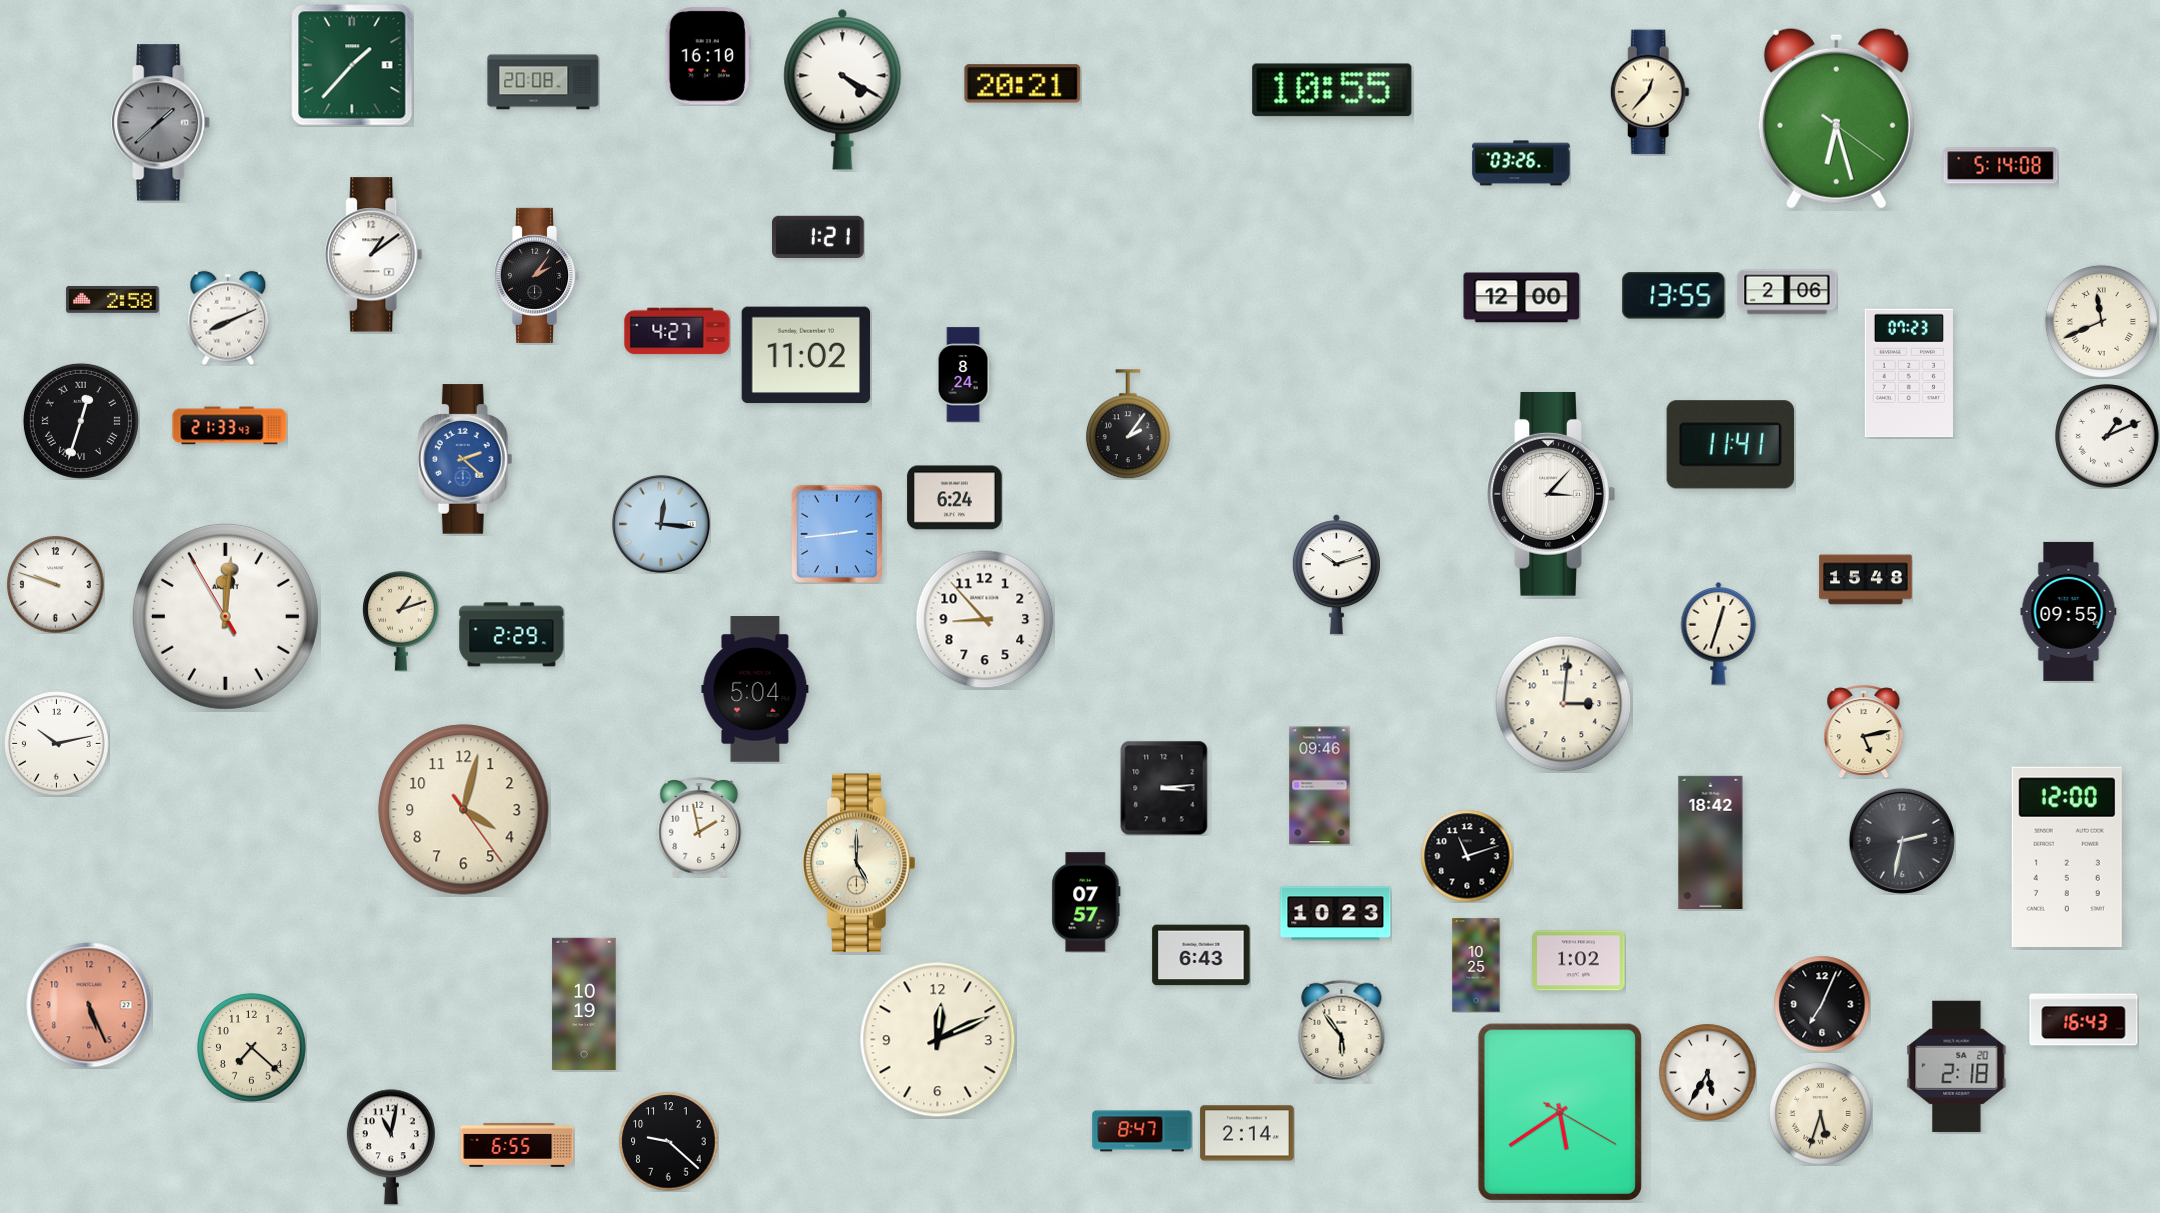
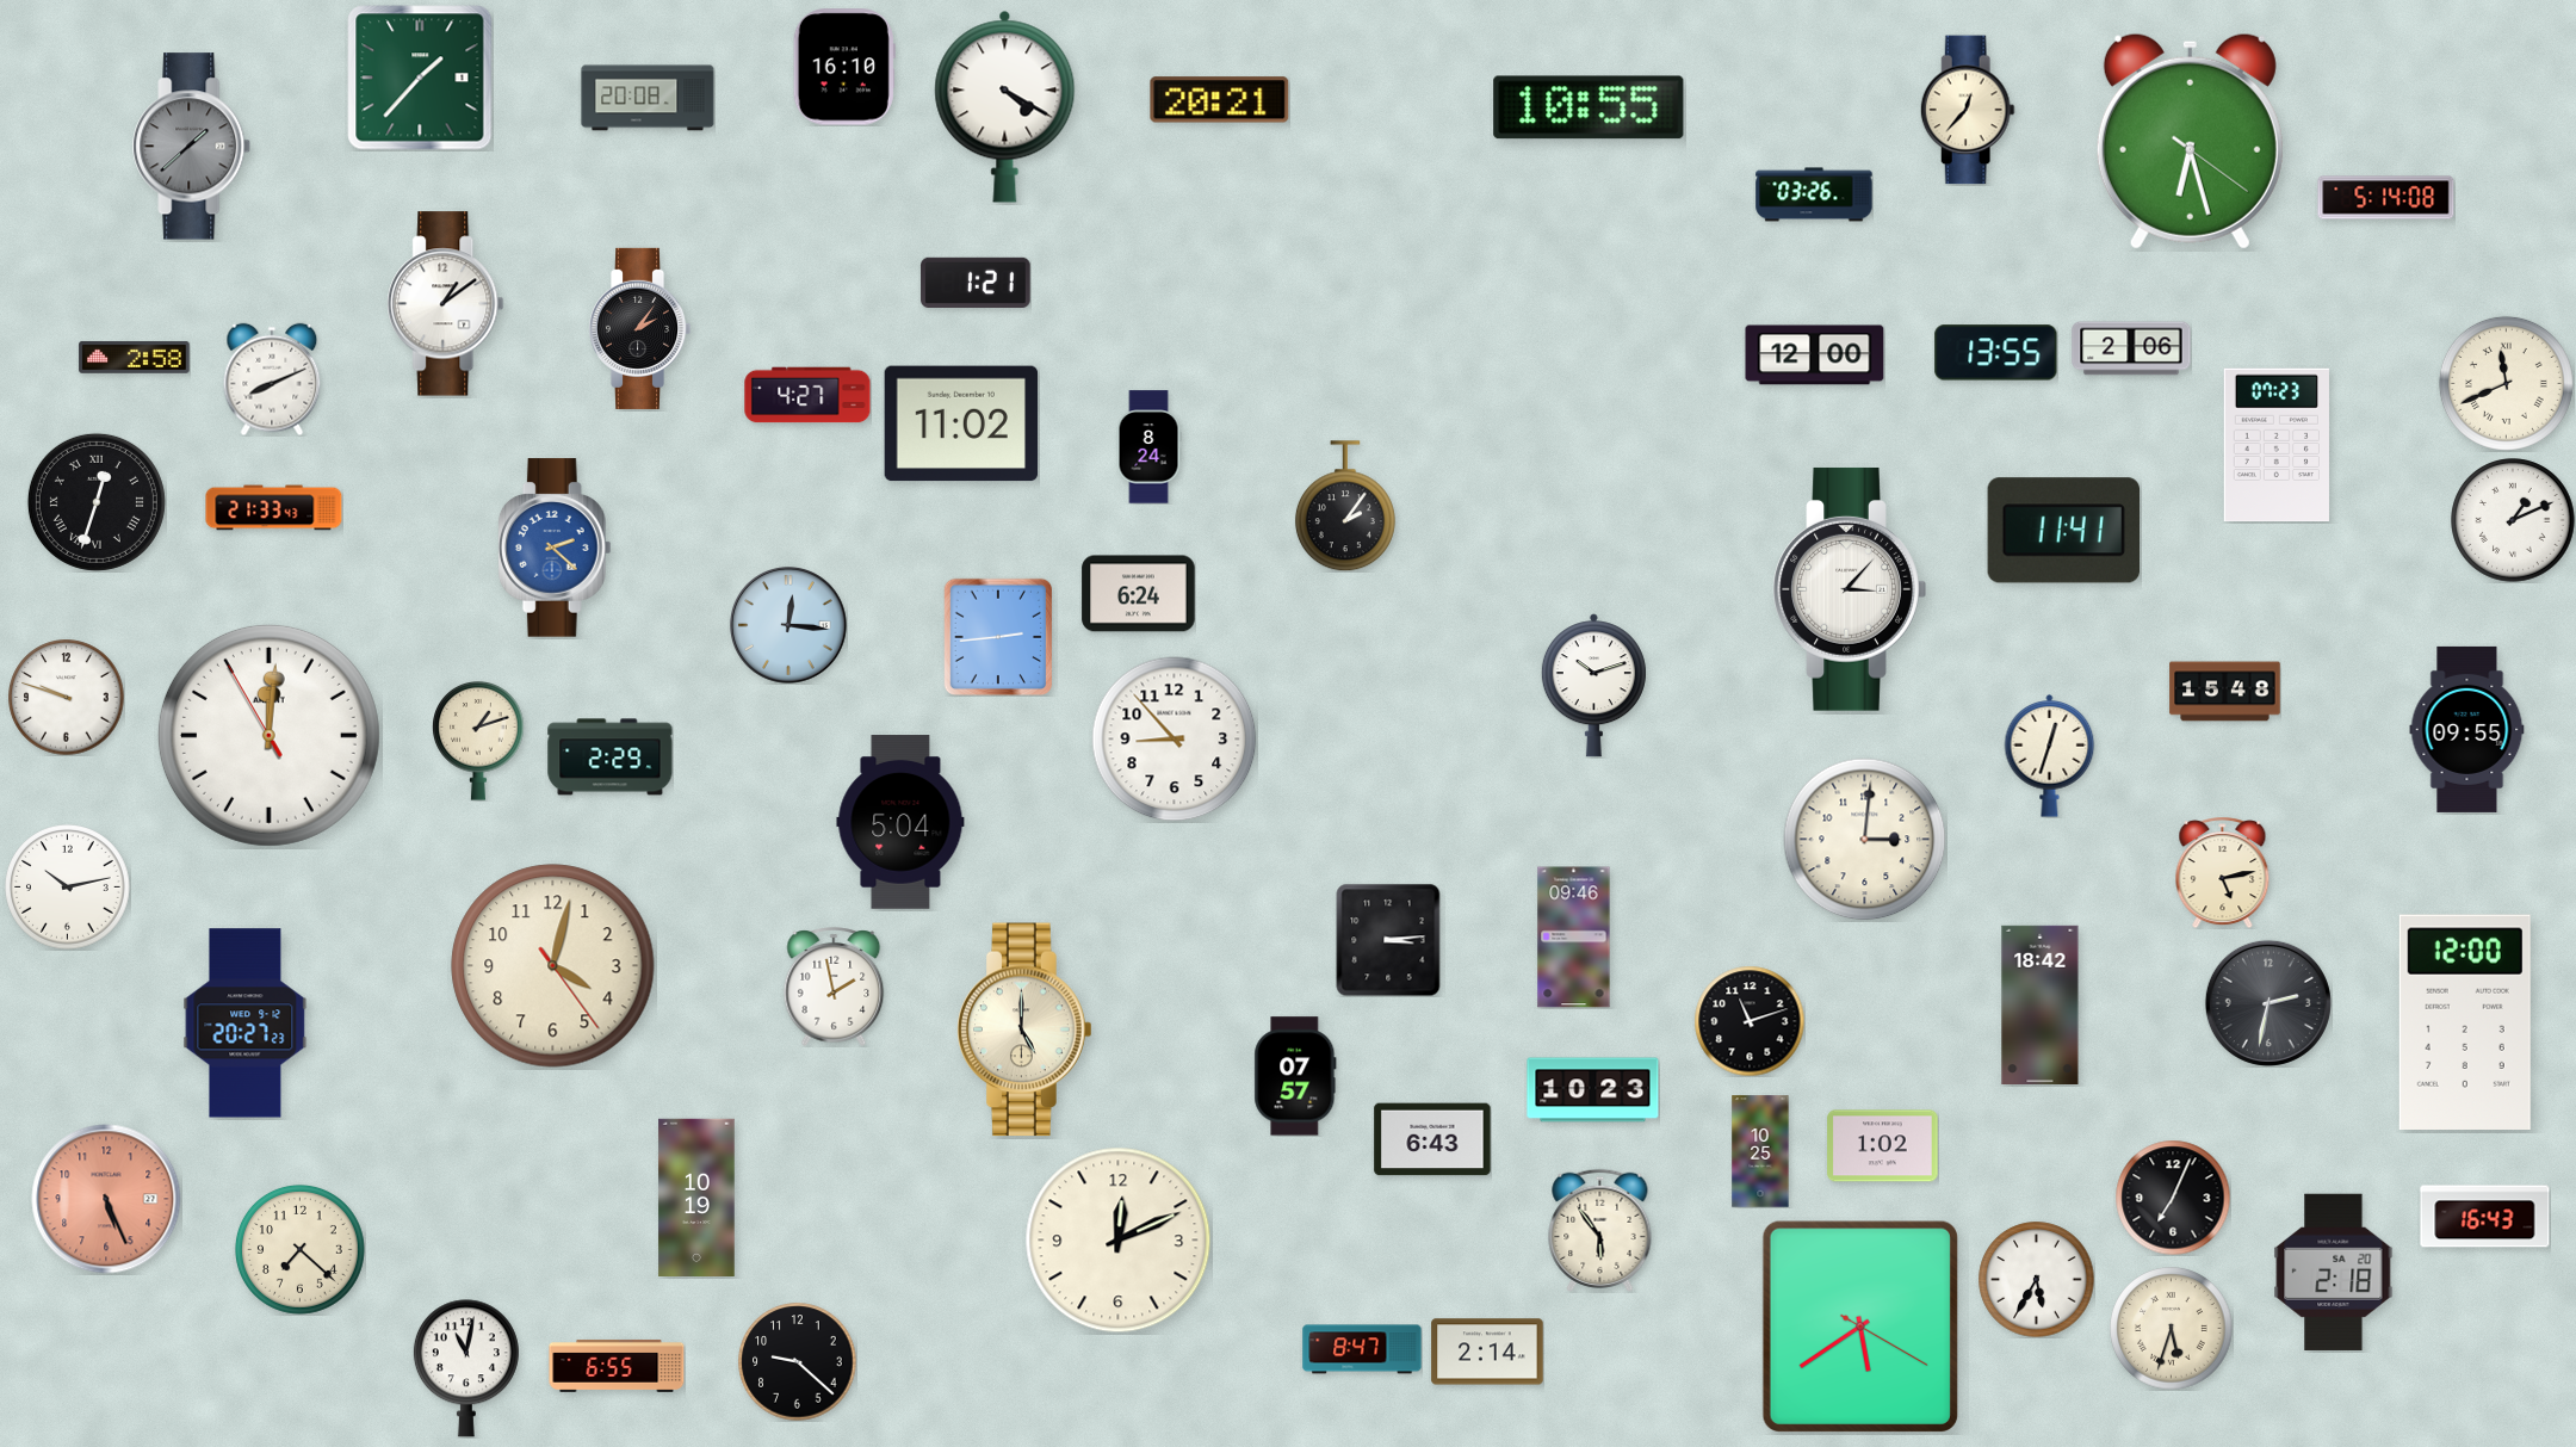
clock at (246, 1024): none -> 20:27
